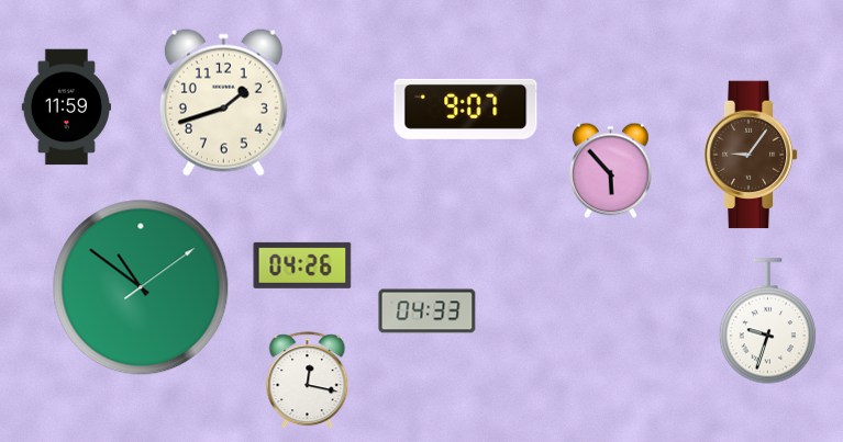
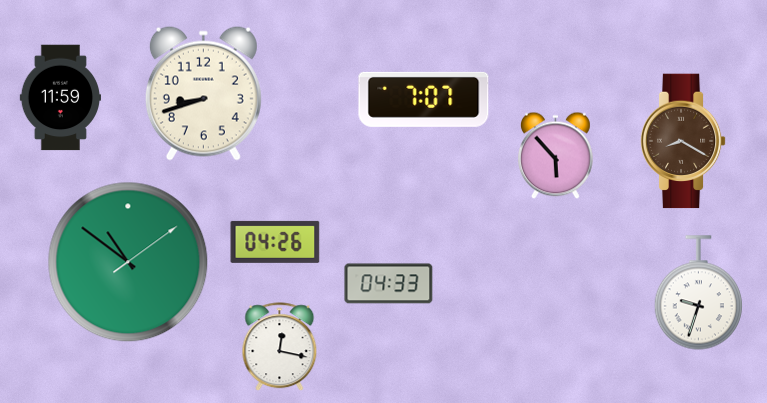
clock at (223, 102): 1:42 -> 8:42
clock at (466, 109): 9:07 -> 7:07
clock at (751, 155): 9:06 -> 8:20
